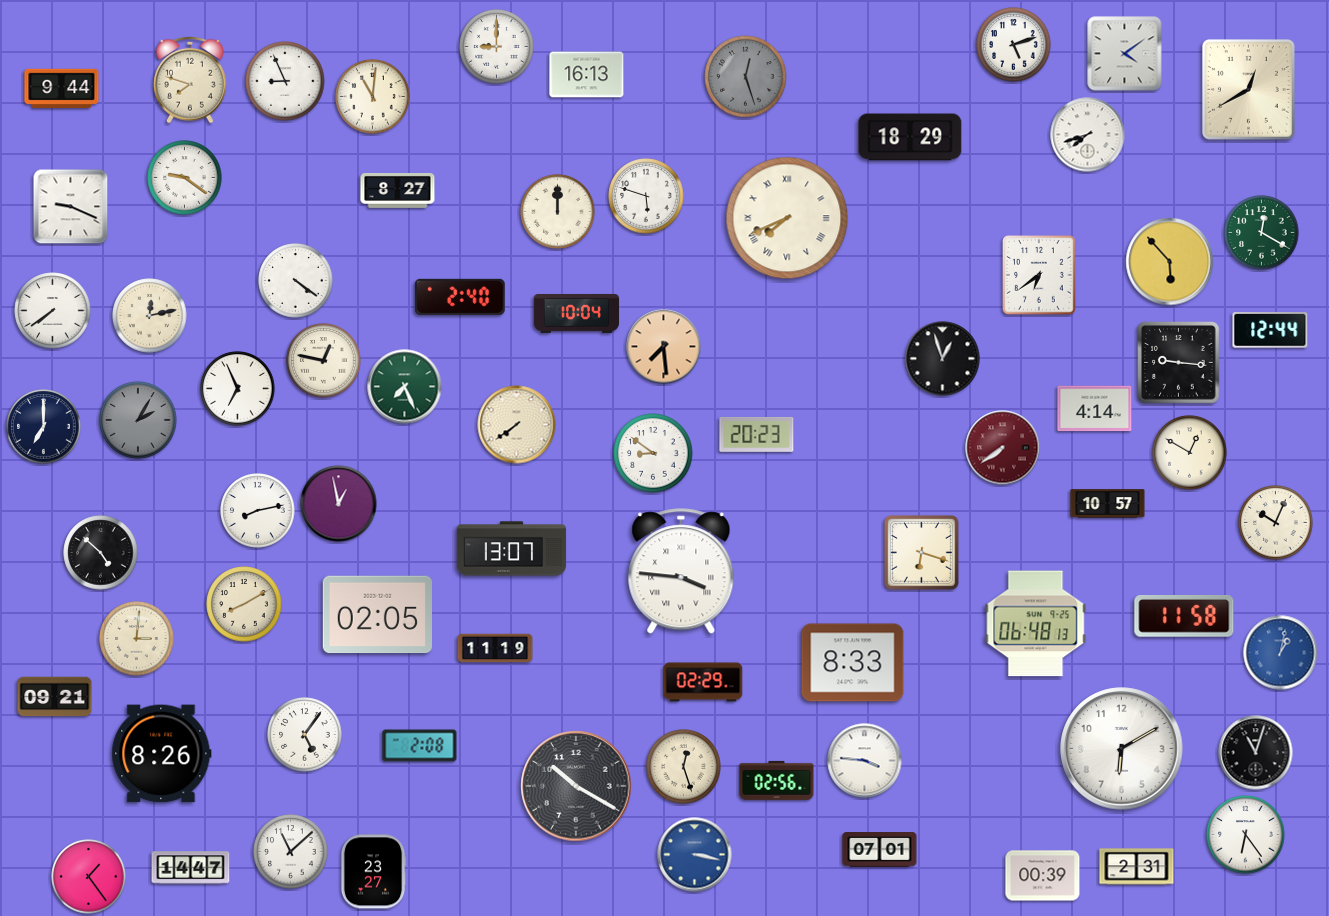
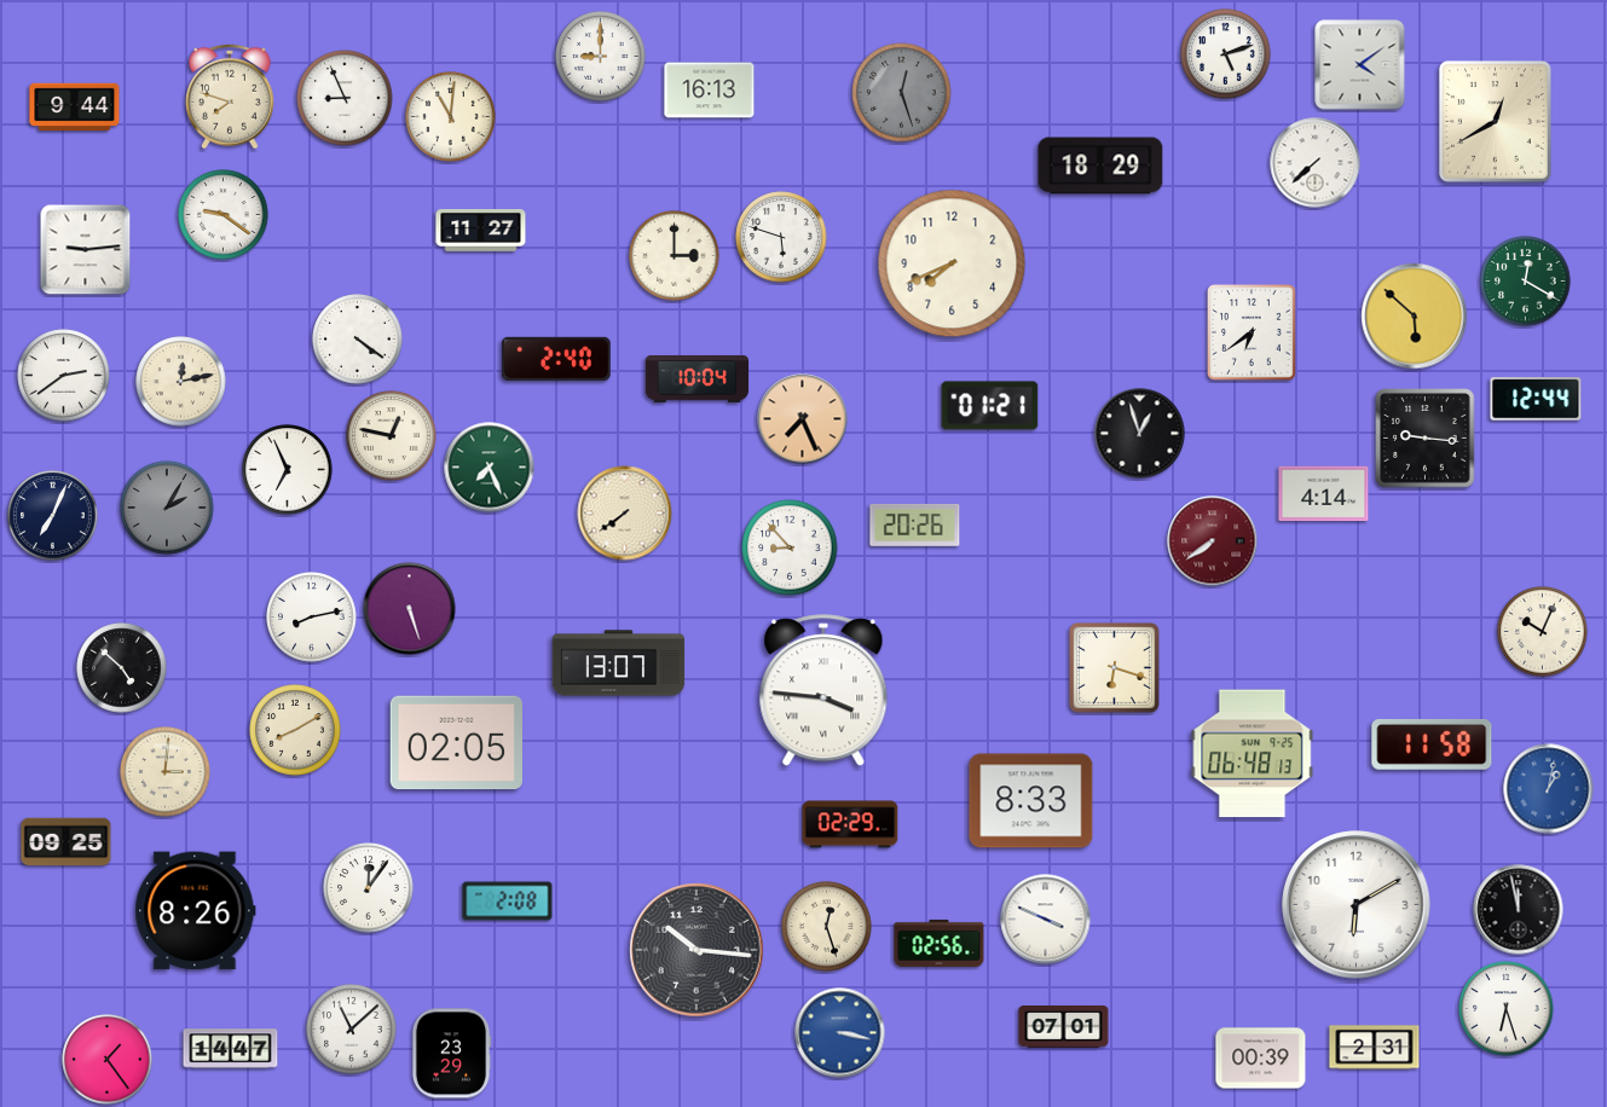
clock at (1248, 90) position: (1248, 90) -> (1495, 122)
clock at (1088, 135): 7:42 -> 7:38
clock at (398, 191): 8:27 -> 11:27
clock at (71, 207): 9:19 -> 9:14
clock at (558, 212): 12:00 -> 3:00
clock at (787, 218) numerals: Roman -> Arabic
clock at (1170, 262): 5:53 -> 5:52
clock at (1040, 276) position: (1040, 276) -> (1253, 334)
clock at (53, 311): 7:39 -> 2:39
clock at (990, 406): none -> 01:21
clock at (664, 347): 7:29 -> 7:26
clock at (44, 427): 7:00 -> 7:04
clock at (757, 434): 20:23 -> 20:26
clock at (653, 453): 8:51 -> 8:53
clock at (1190, 453): 12:50 -> none
clock at (339, 504): 12:58 -> 5:27
clock at (1108, 504): 10:57 -> none
clock at (495, 648): 11:19 -> none
clock at (55, 697): 09:21 -> 09:25
clock at (305, 735): 5:06 -> 12:06
clock at (1256, 753): 11:03 -> 11:58
clock at (865, 761): 3:46 -> 3:49
clock at (576, 786): 10:20 -> 10:16
clock at (1246, 835): 6:24 -> 6:27
clock at (373, 872): 23:27 -> 23:29
